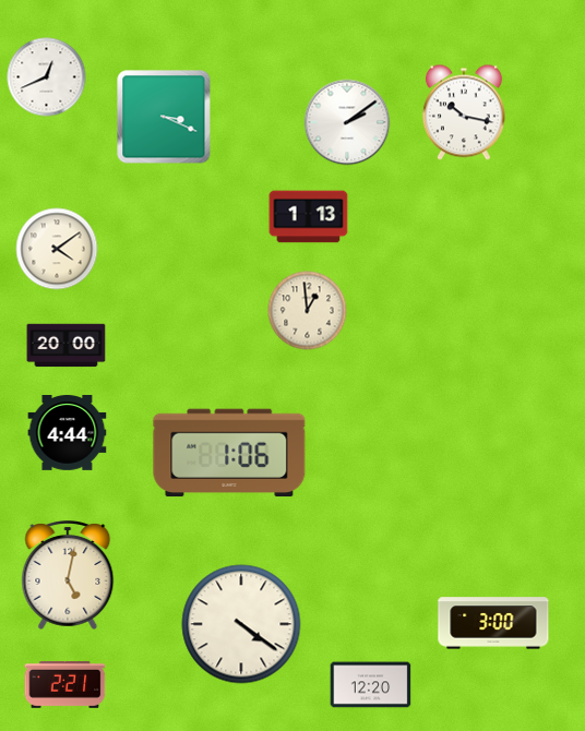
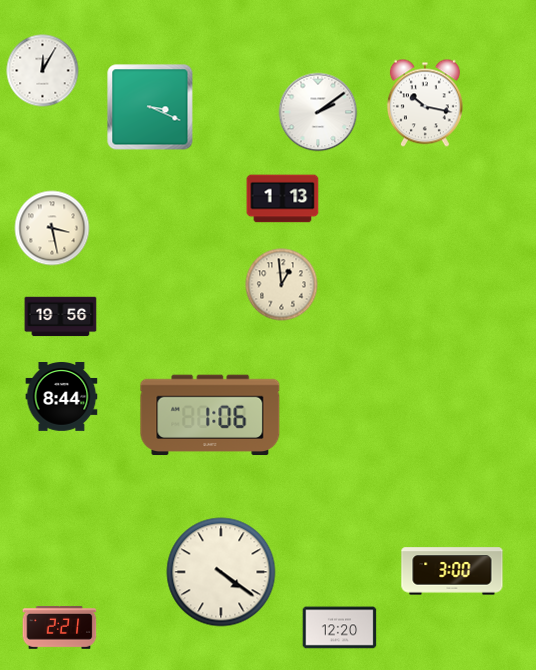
clock at (47, 77): 12:41 -> 12:05
clock at (57, 249): 4:09 -> 3:28
clock at (67, 346): 20:00 -> 19:56
clock at (68, 433): 4:44 -> 8:44
clock at (68, 575): 5:02 -> none
